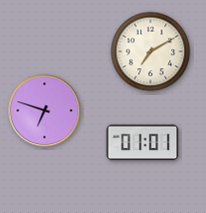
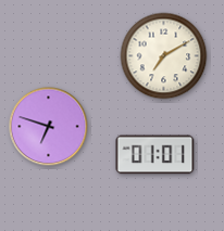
clock at (45, 111) position: (45, 111) -> (49, 127)
